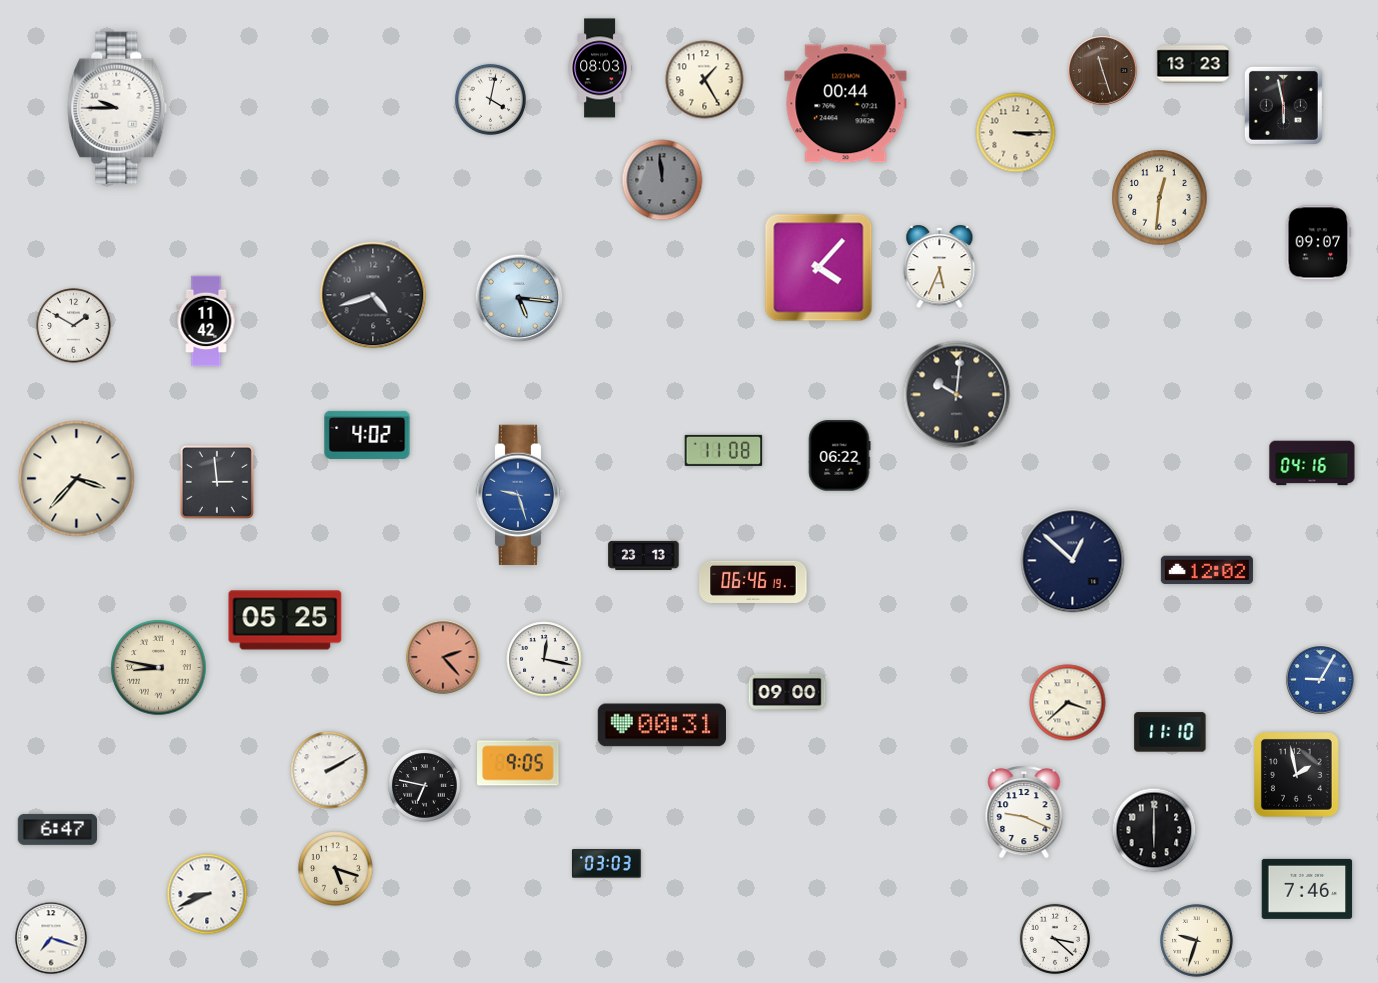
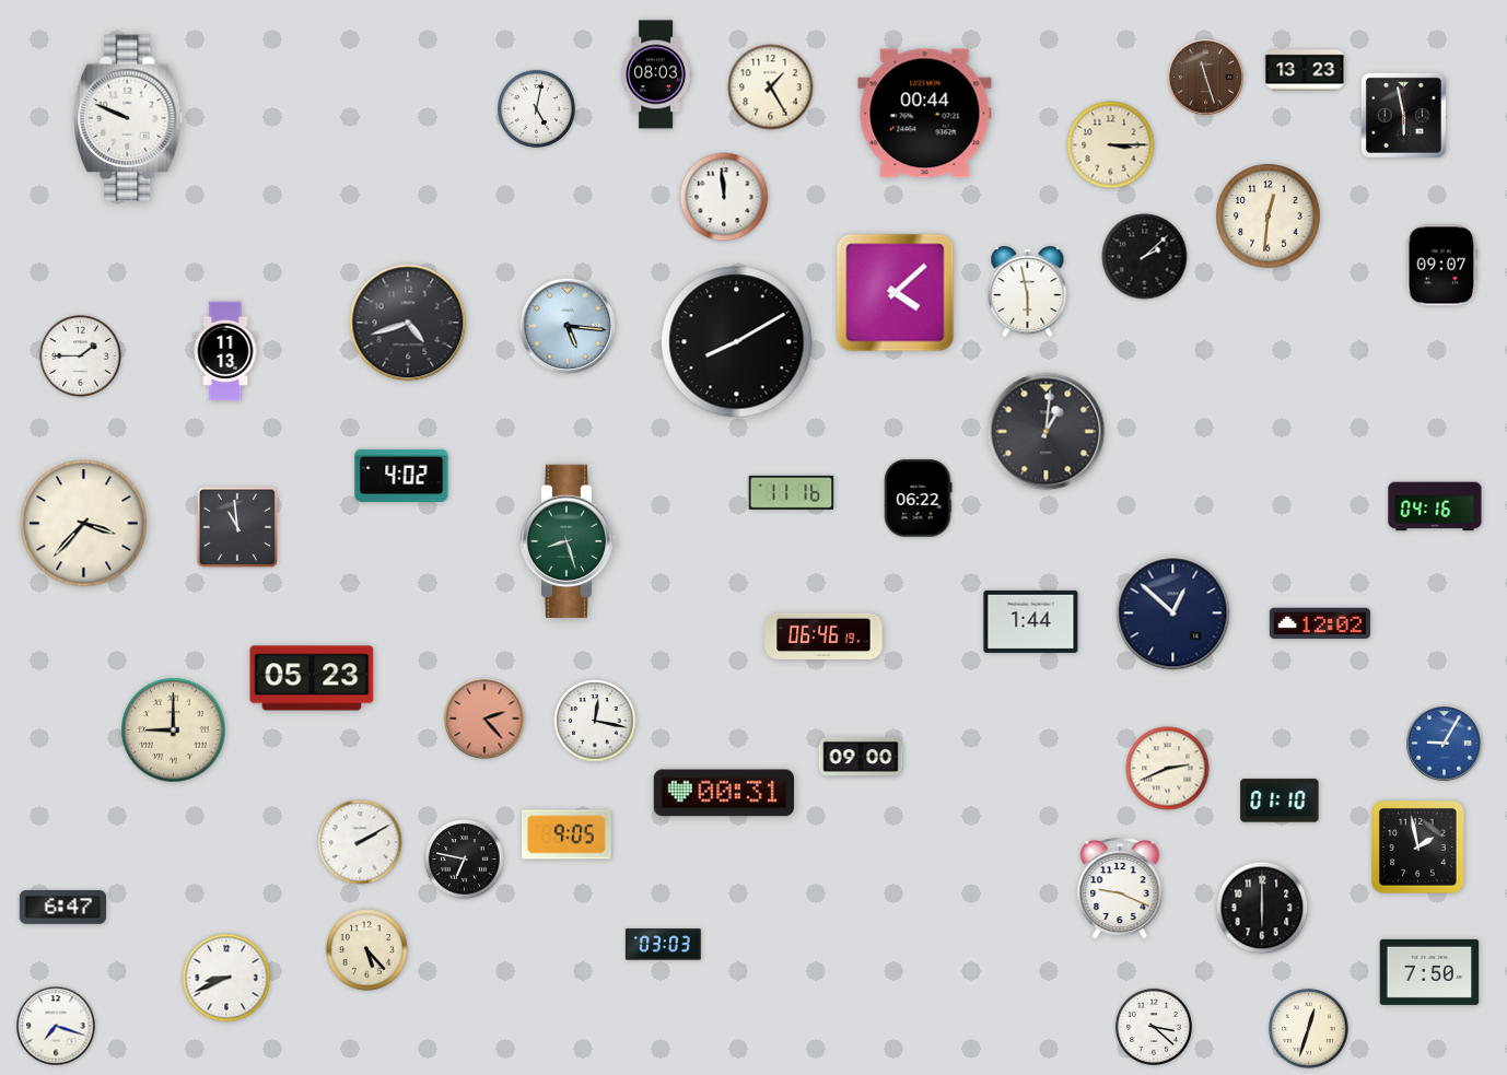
clock at (490, 99): 4:02 -> 5:02
clock at (117, 107): 9:45 -> 9:49
clock at (662, 180) dial: grey -> white
clock at (1145, 257): none -> 2:08
clock at (940, 267): 5:34 -> 5:58
clock at (819, 268): 4:07 -> 4:08
clock at (737, 342): none -> 8:10
clock at (206, 321): 11:42 -> 11:13
clock at (74, 326): 1:50 -> 1:45
clock at (957, 395): 10:01 -> 1:01
clock at (724, 450): 11:08 -> 11:16
clock at (217, 482): 2:59 -> 10:59
clock at (520, 494): 9:27 -> 8:27
clock at (520, 494) dial: blue -> green
clock at (644, 555): 23:13 -> none
clock at (1031, 621): none -> 1:44
clock at (285, 620): 05:25 -> 05:23
clock at (159, 668): 8:47 -> 9:00
clock at (1068, 703): 3:38 -> 2:41
clock at (1170, 732): 11:10 -> 01:10
clock at (336, 869): 5:18 -> 5:23
clock at (1307, 889): 7:46 -> 7:50
clock at (1197, 941): 9:33 -> 12:33
